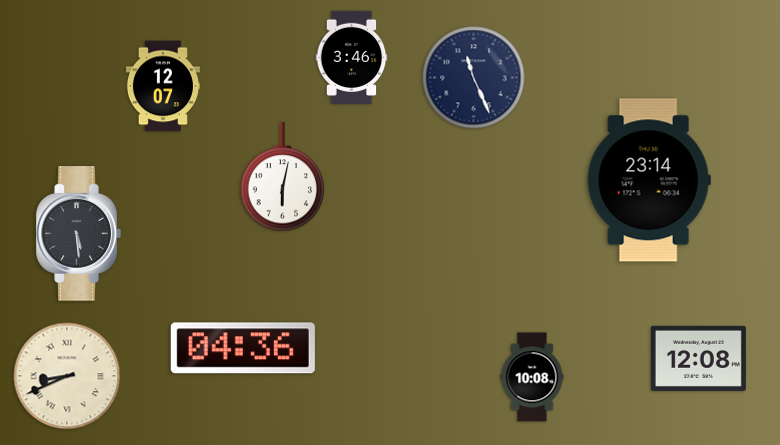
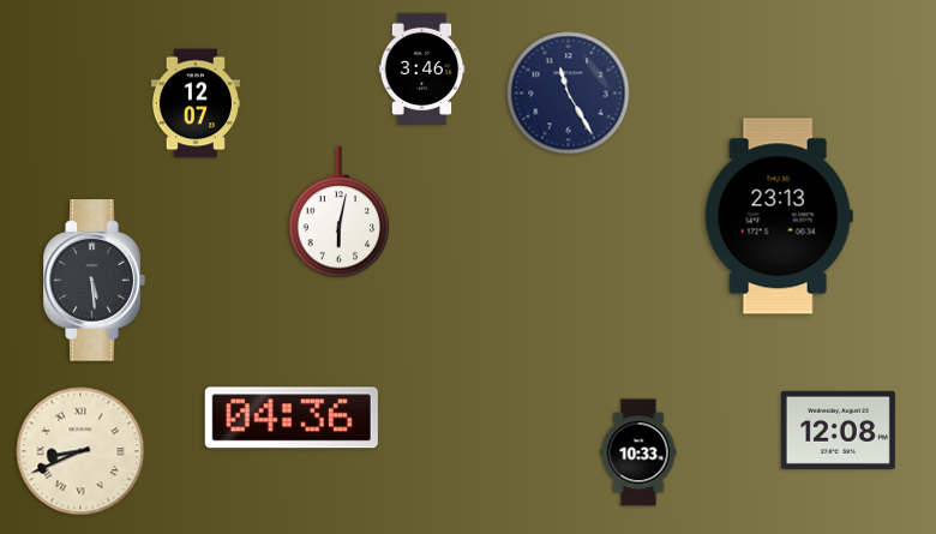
clock at (474, 78): 11:26 -> 11:25
clock at (649, 180): 23:14 -> 23:13
clock at (532, 377): 10:08 -> 10:33
